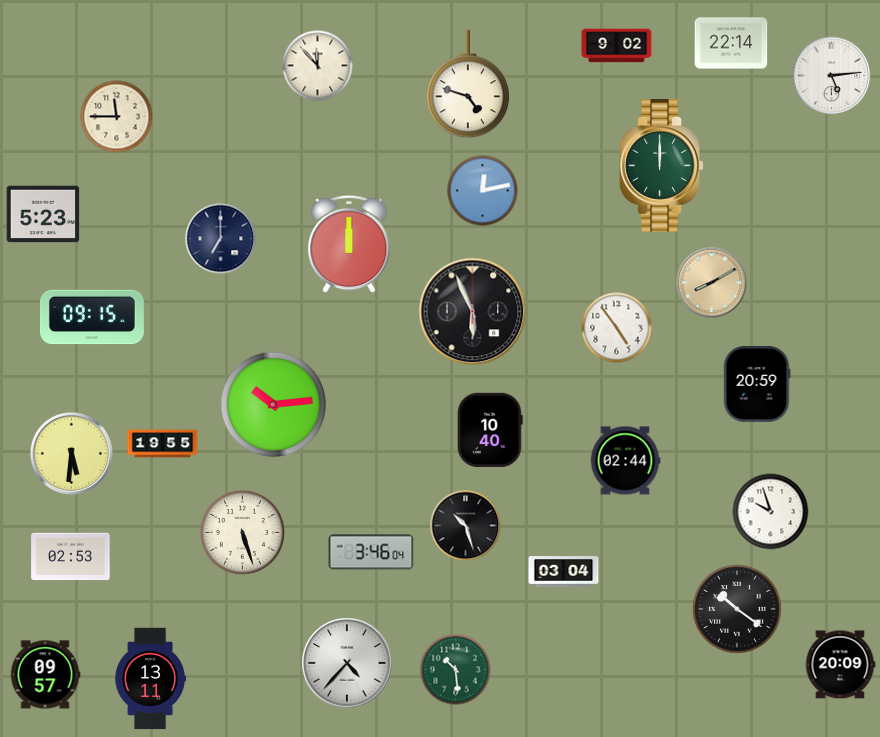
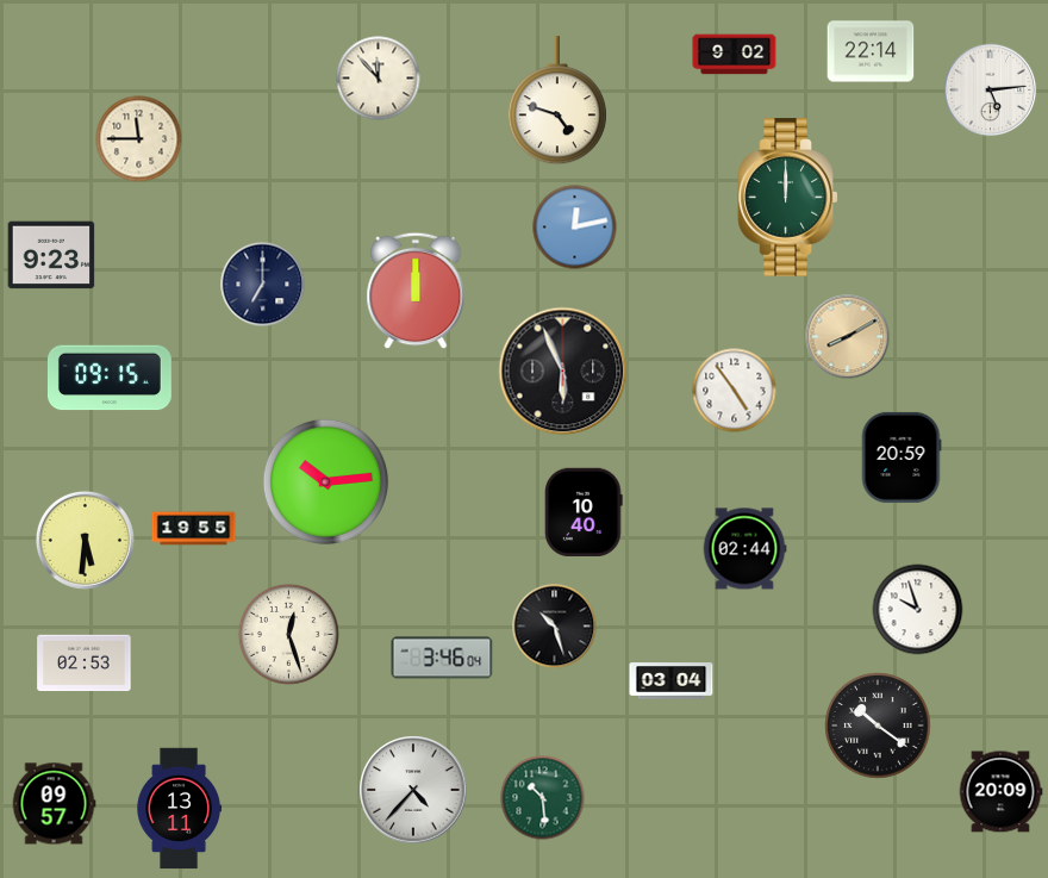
clock at (43, 214): 5:23 -> 9:23
clock at (242, 532): 5:27 -> 12:27
